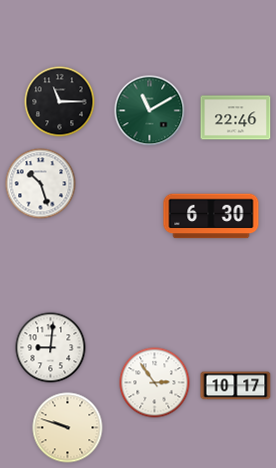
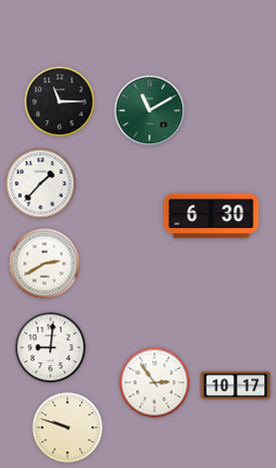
clock at (236, 118): 22:46 -> none
clock at (41, 184): 10:27 -> 1:37
clock at (45, 264): none -> 2:40
